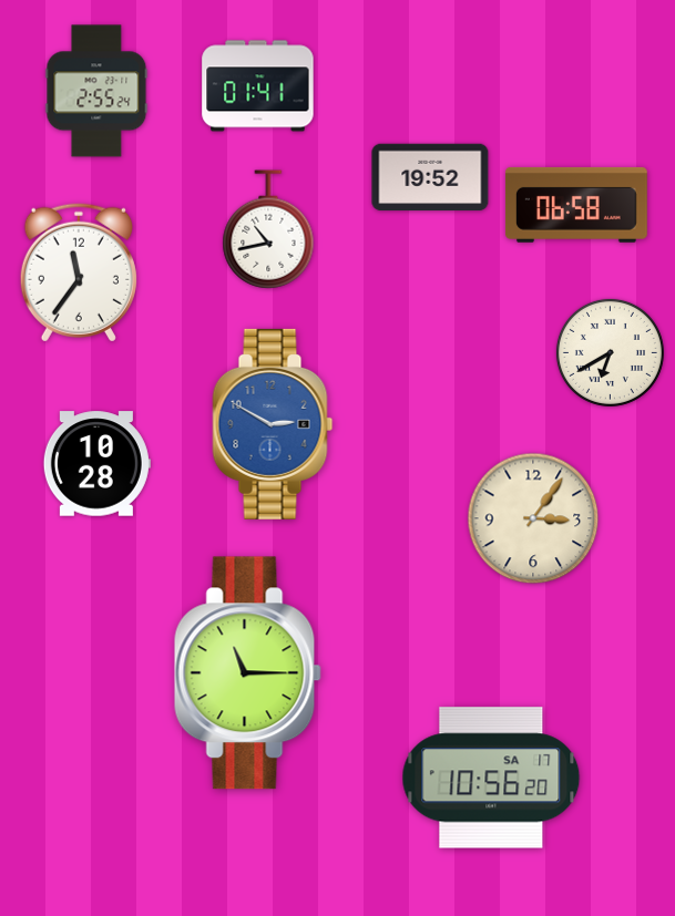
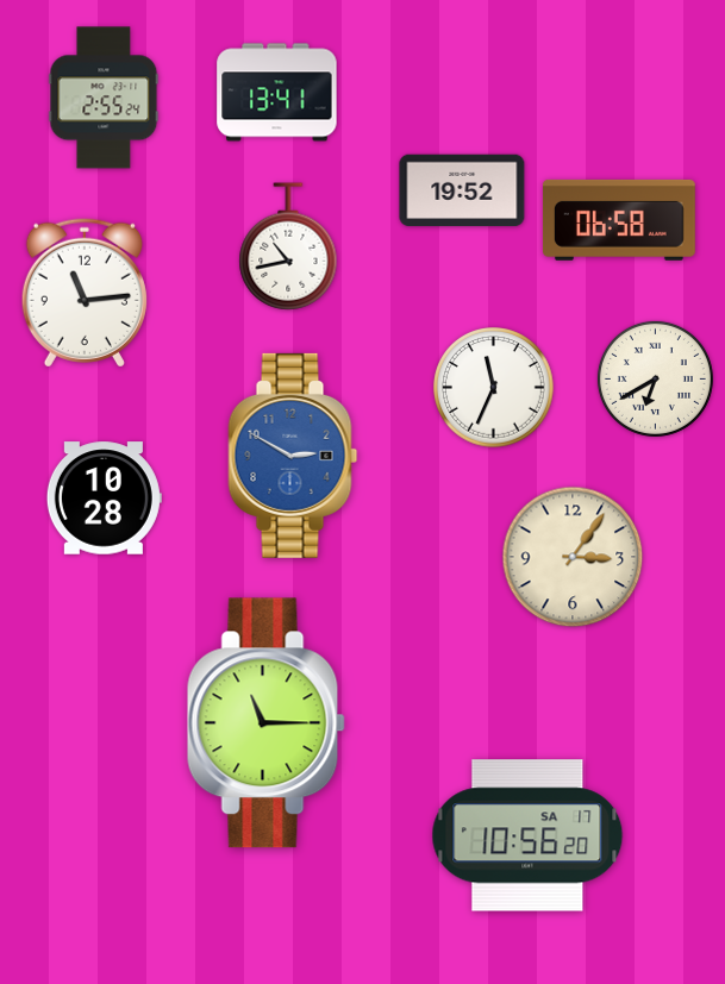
clock at (258, 86): 01:41 -> 13:41
clock at (79, 272): 11:36 -> 11:14
clock at (494, 388): none -> 11:34
